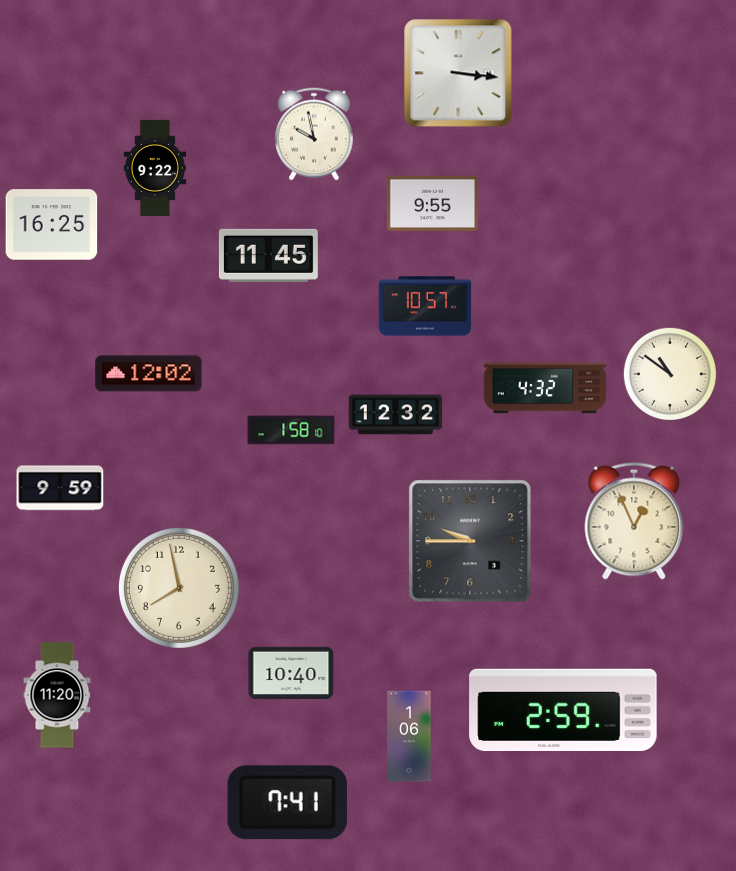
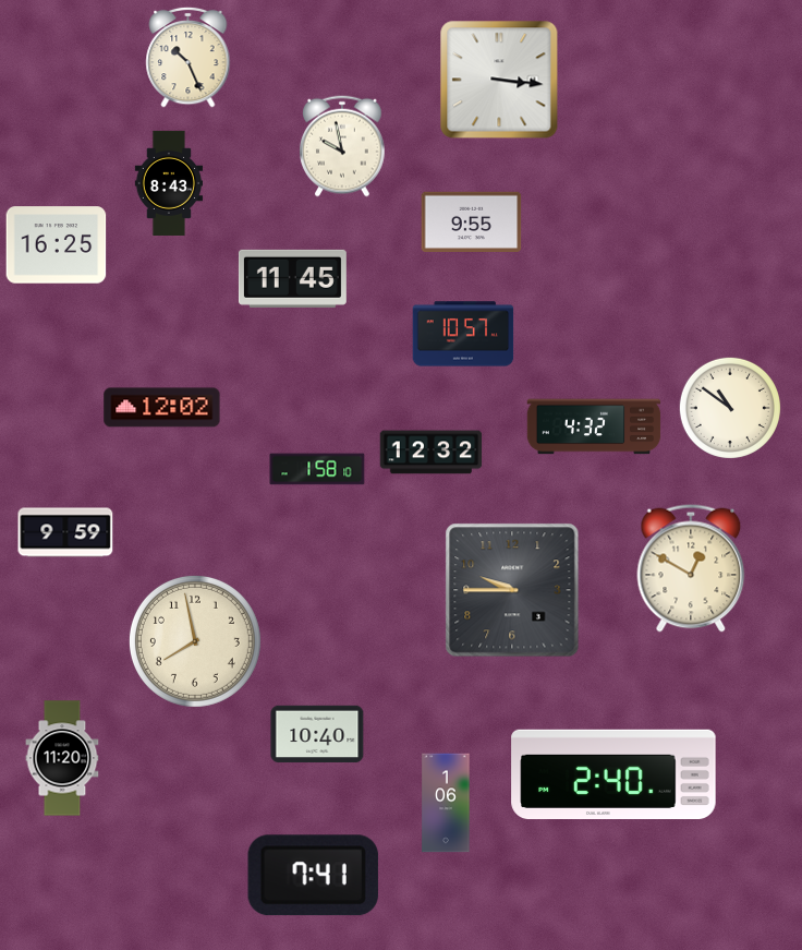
clock at (189, 57): none -> 10:26
clock at (155, 168): 9:22 -> 8:43
clock at (545, 388) position: (545, 388) -> (594, 426)
clock at (634, 521): 12:56 -> 12:50
clock at (563, 709): 2:59 -> 2:40
